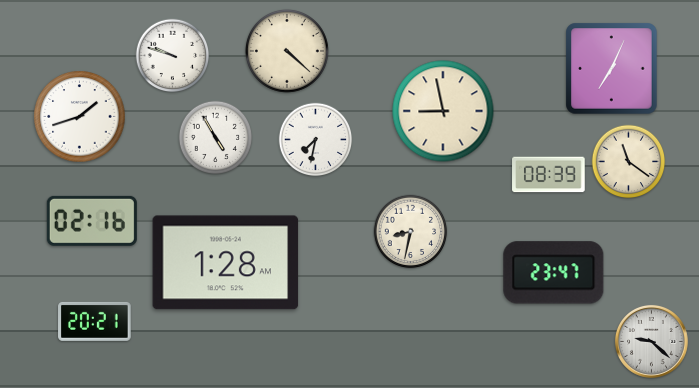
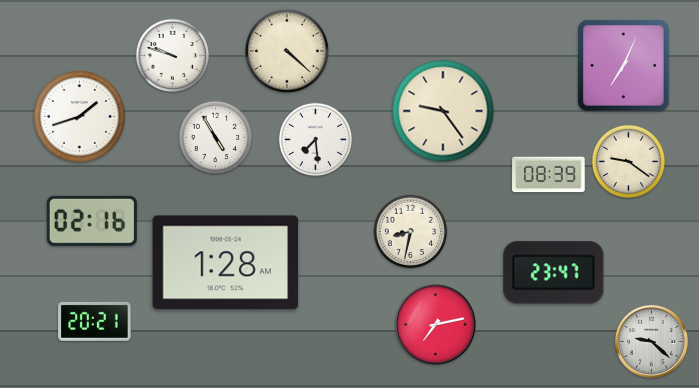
clock at (612, 69) position: (612, 69) -> (624, 66)
clock at (443, 111): 8:58 -> 9:24
clock at (316, 140): 7:32 -> 7:29
clock at (629, 162): 11:21 -> 9:21
clock at (436, 325): none -> 7:13
